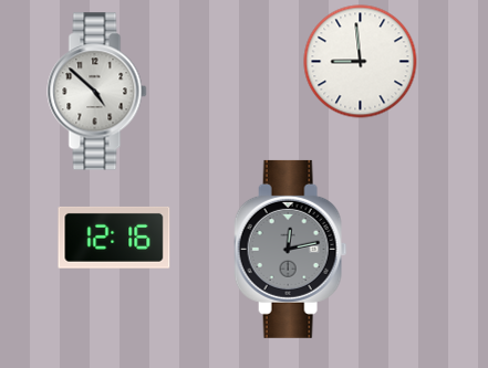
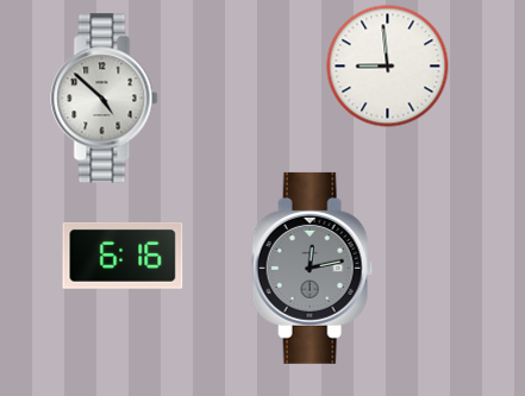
clock at (114, 238): 12:16 -> 6:16
